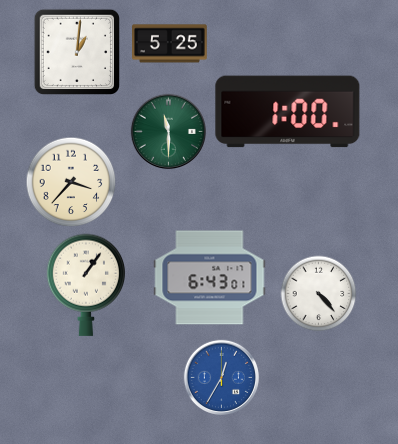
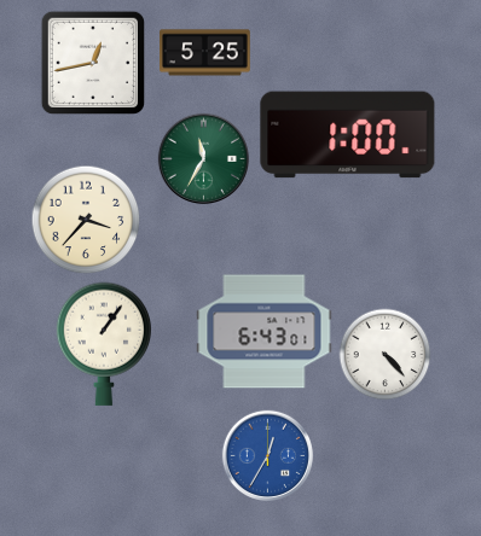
clock at (76, 51): 1:01 -> 12:43
clock at (168, 131): 11:30 -> 11:35
clock at (210, 278) position: (210, 278) -> (265, 332)
